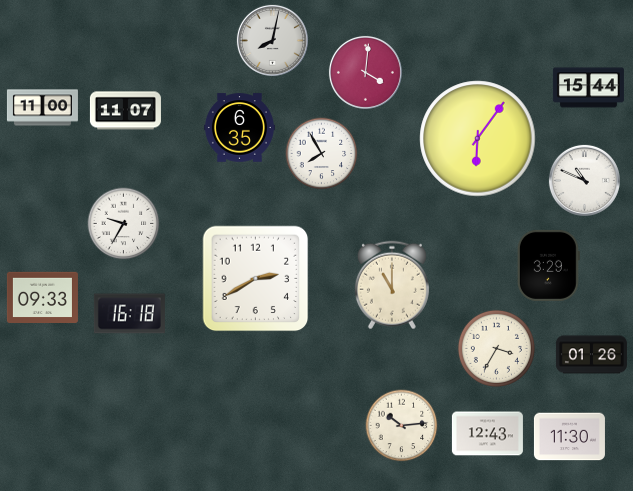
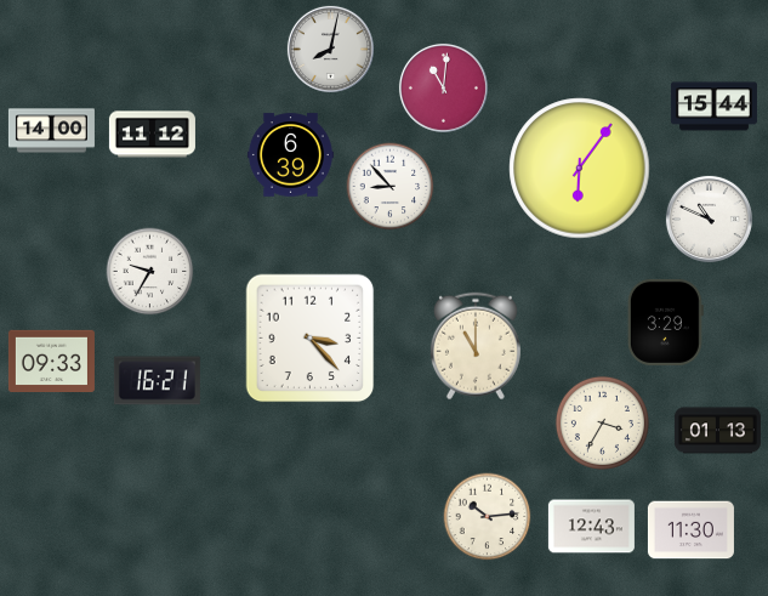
clock at (365, 72): 4:01 -> 11:01
clock at (42, 108): 11:00 -> 14:00
clock at (125, 111): 11:07 -> 11:12
clock at (239, 128): 6:35 -> 6:39
clock at (322, 154): 7:55 -> 8:53
clock at (256, 279): 2:40 -> 3:23
clock at (129, 314): 16:18 -> 16:21
clock at (591, 355): 01:26 -> 01:13
